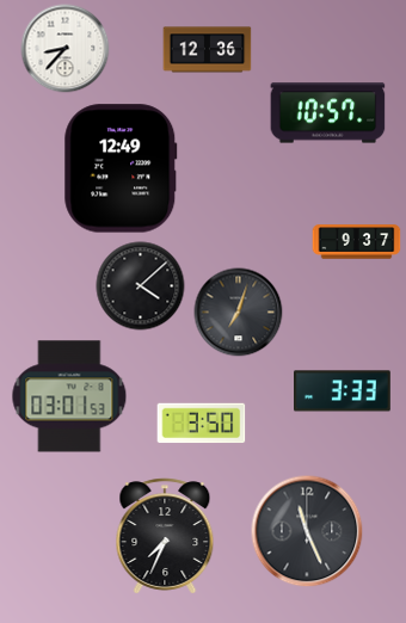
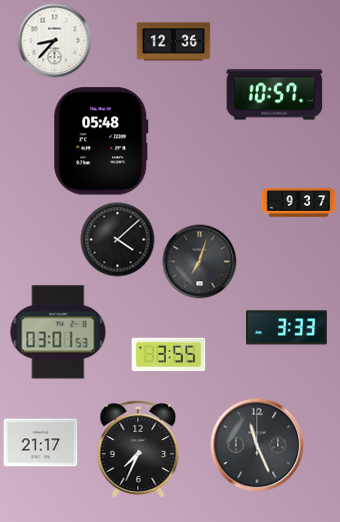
clock at (121, 168): 12:49 -> 05:48
clock at (202, 424): 3:50 -> 3:55
clock at (41, 443): none -> 21:17
